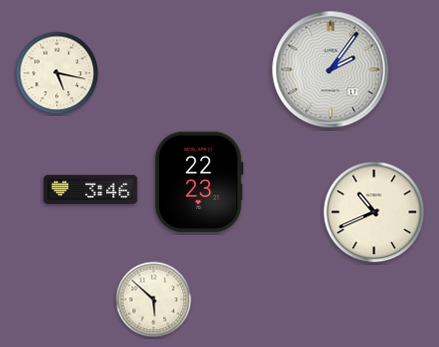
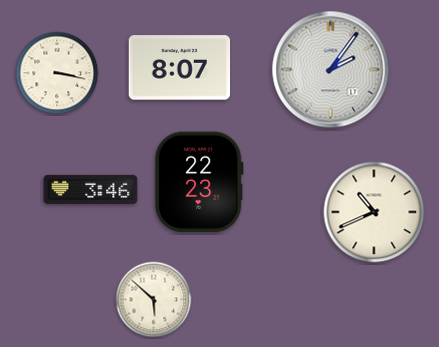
clock at (180, 68): none -> 8:07
clock at (57, 73): 5:17 -> 3:17
